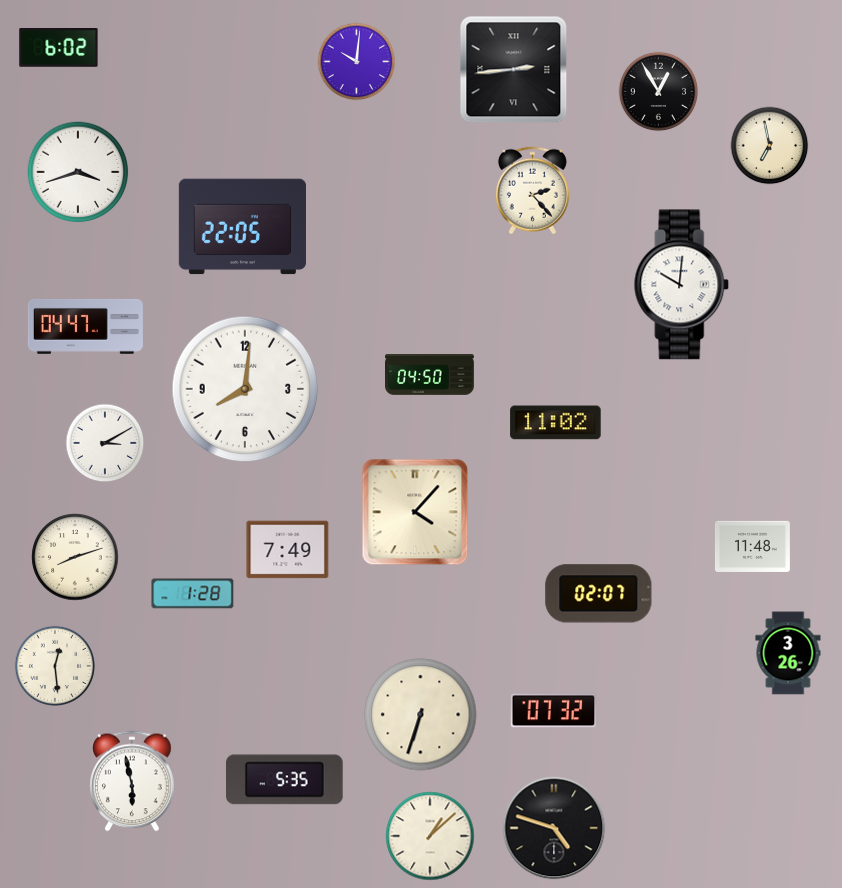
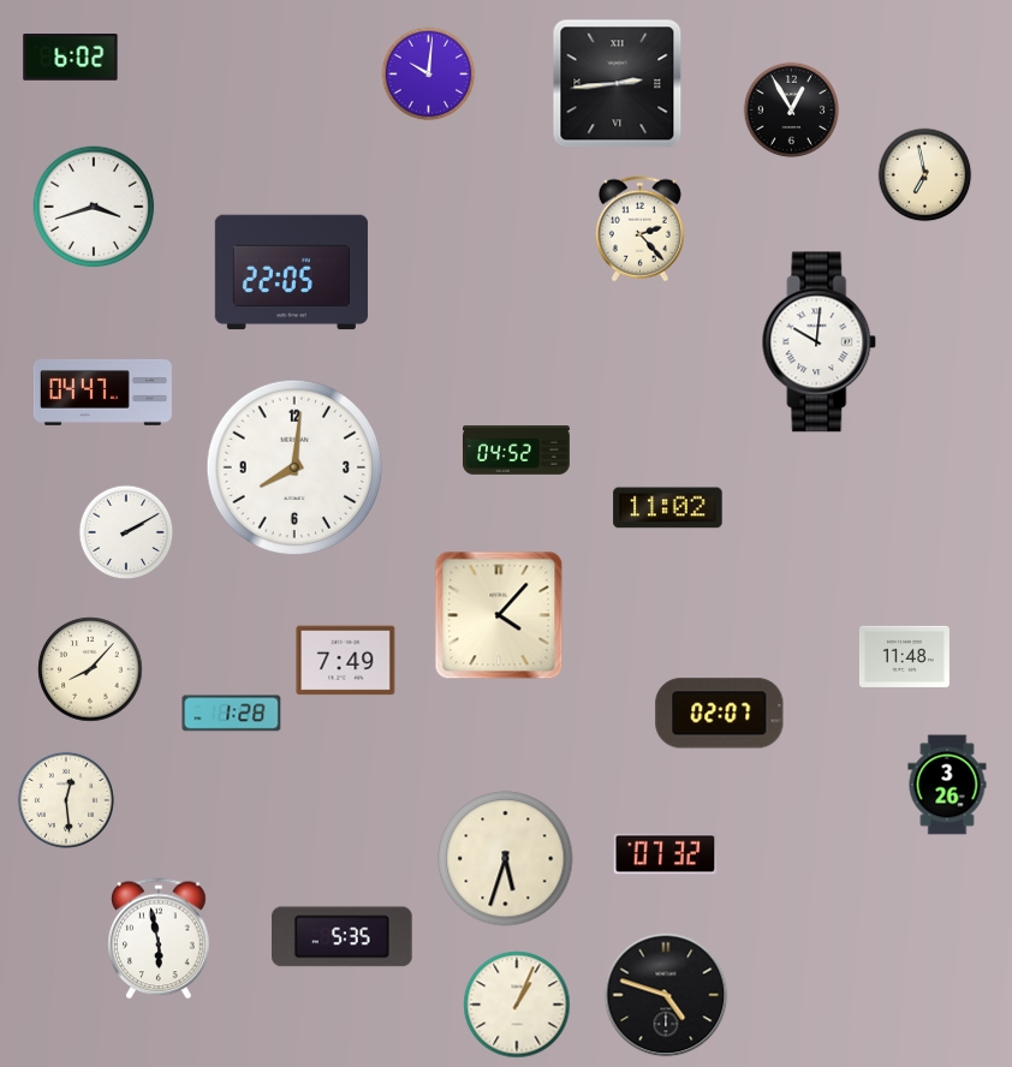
clock at (430, 375): 04:50 -> 04:52
clock at (105, 443): 3:10 -> 2:10
clock at (75, 557): 8:12 -> 8:07
clock at (421, 715): 6:33 -> 5:33
clock at (430, 836): 1:08 -> 1:04
